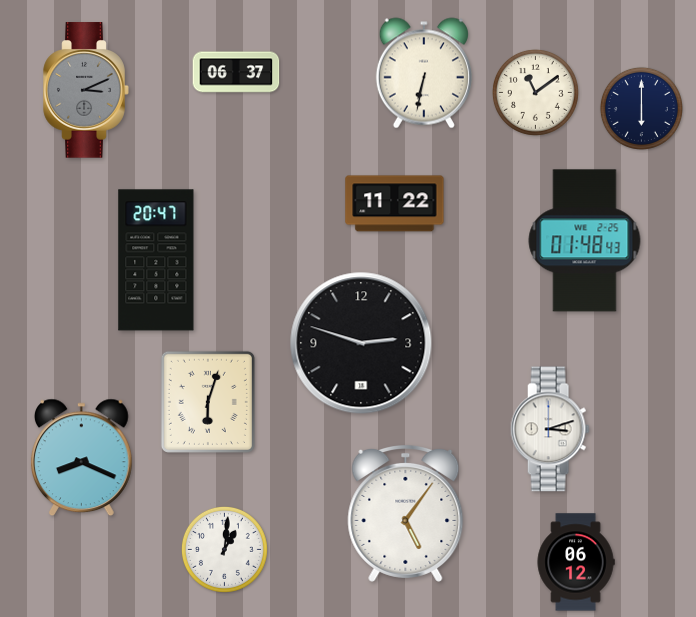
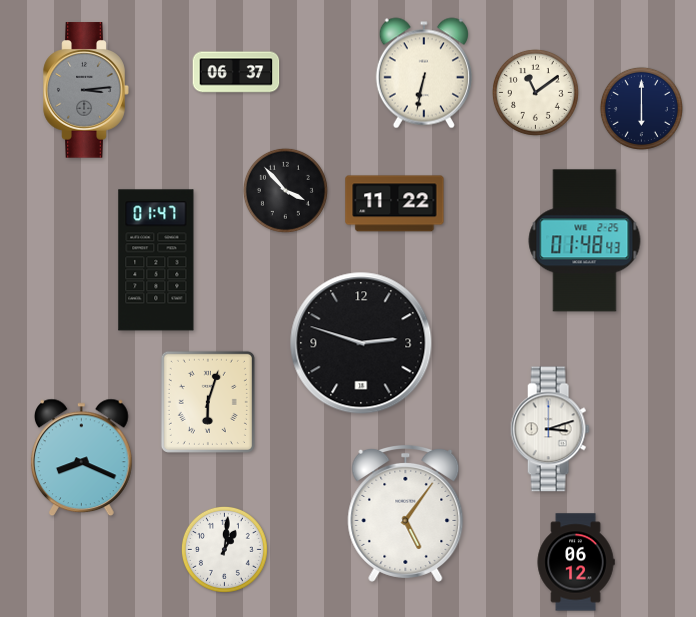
clock at (86, 90): 3:11 -> 3:14
clock at (285, 190): none -> 3:53
clock at (156, 260): 20:47 -> 01:47
